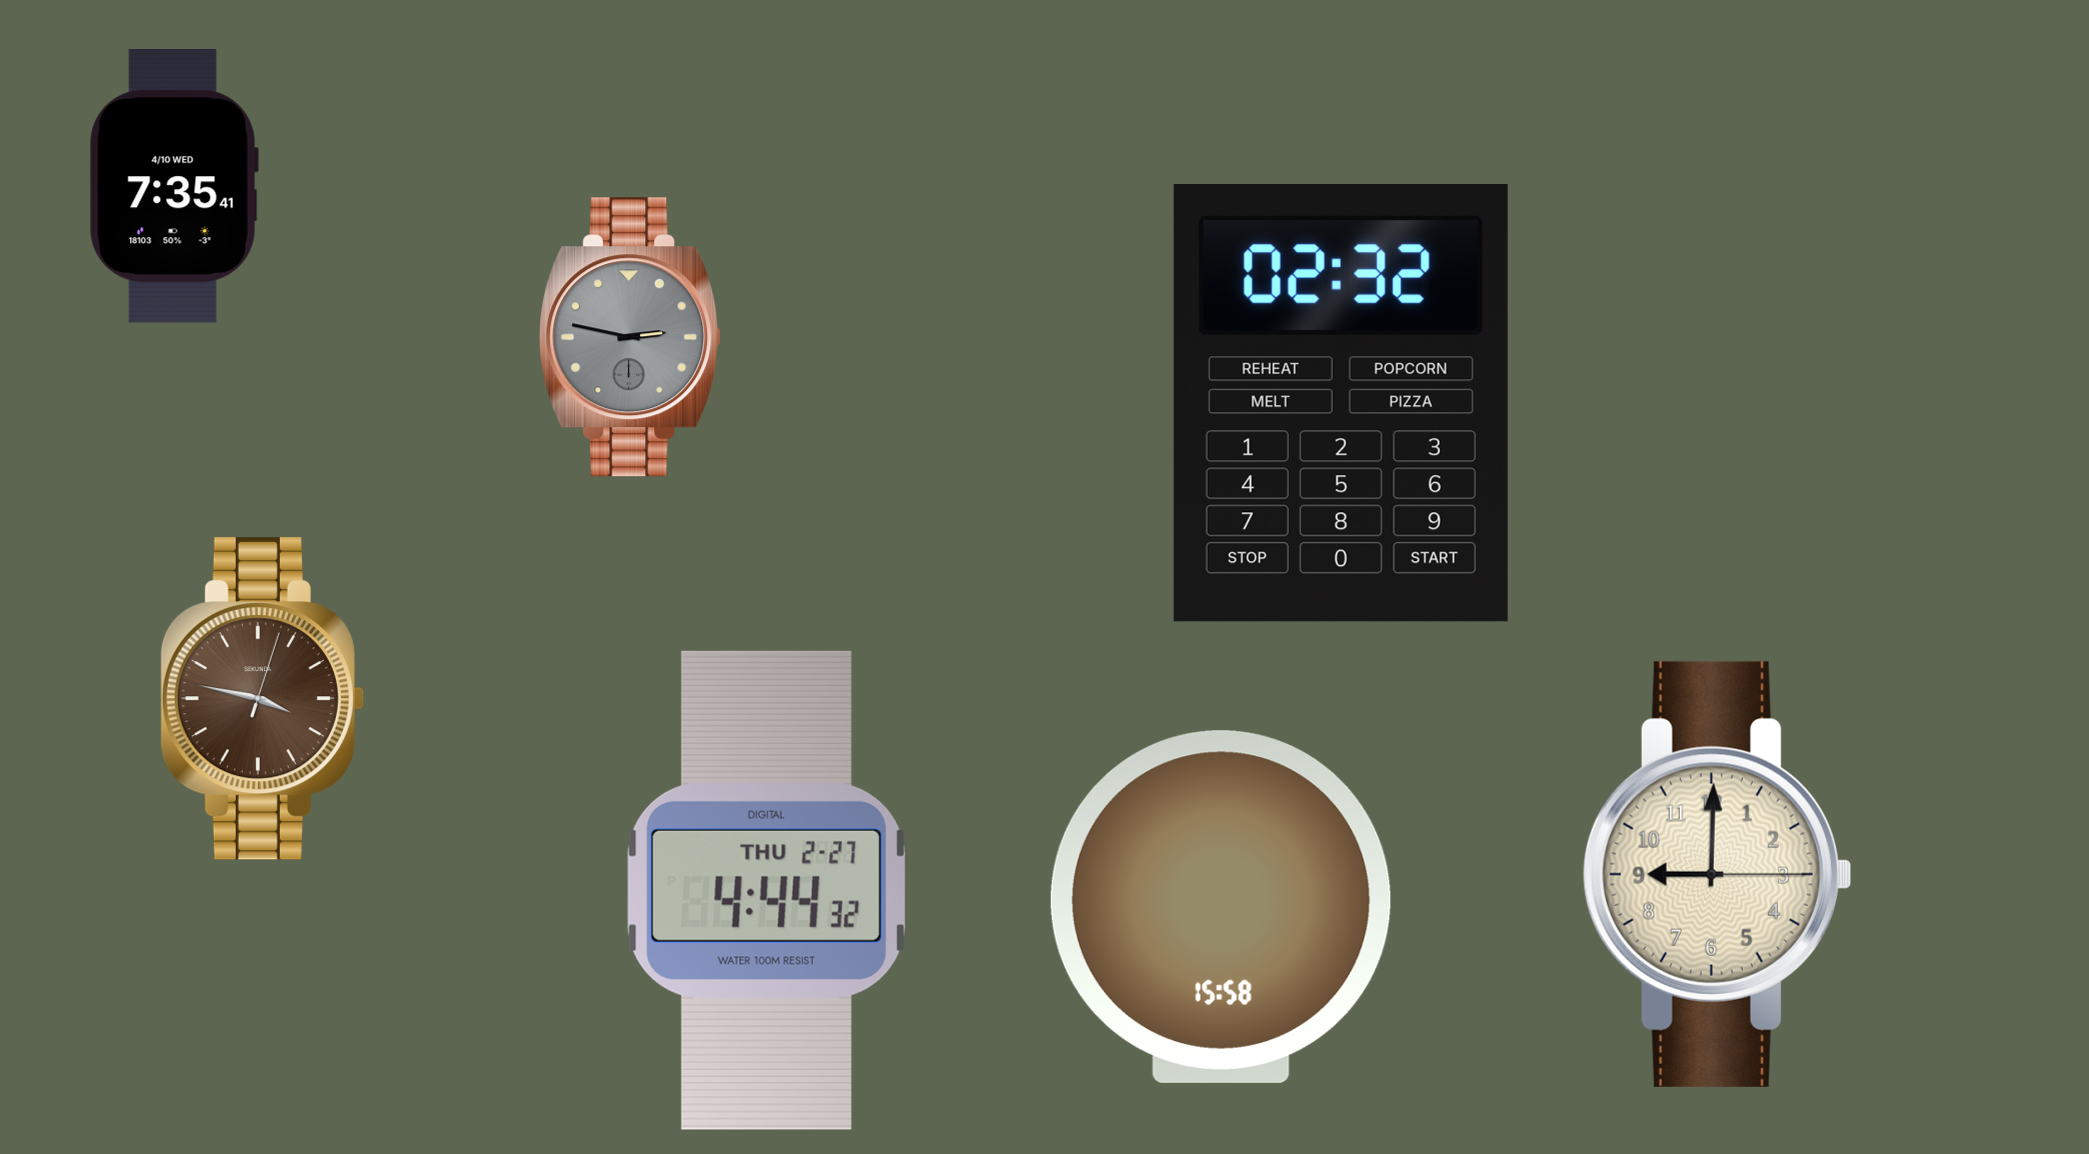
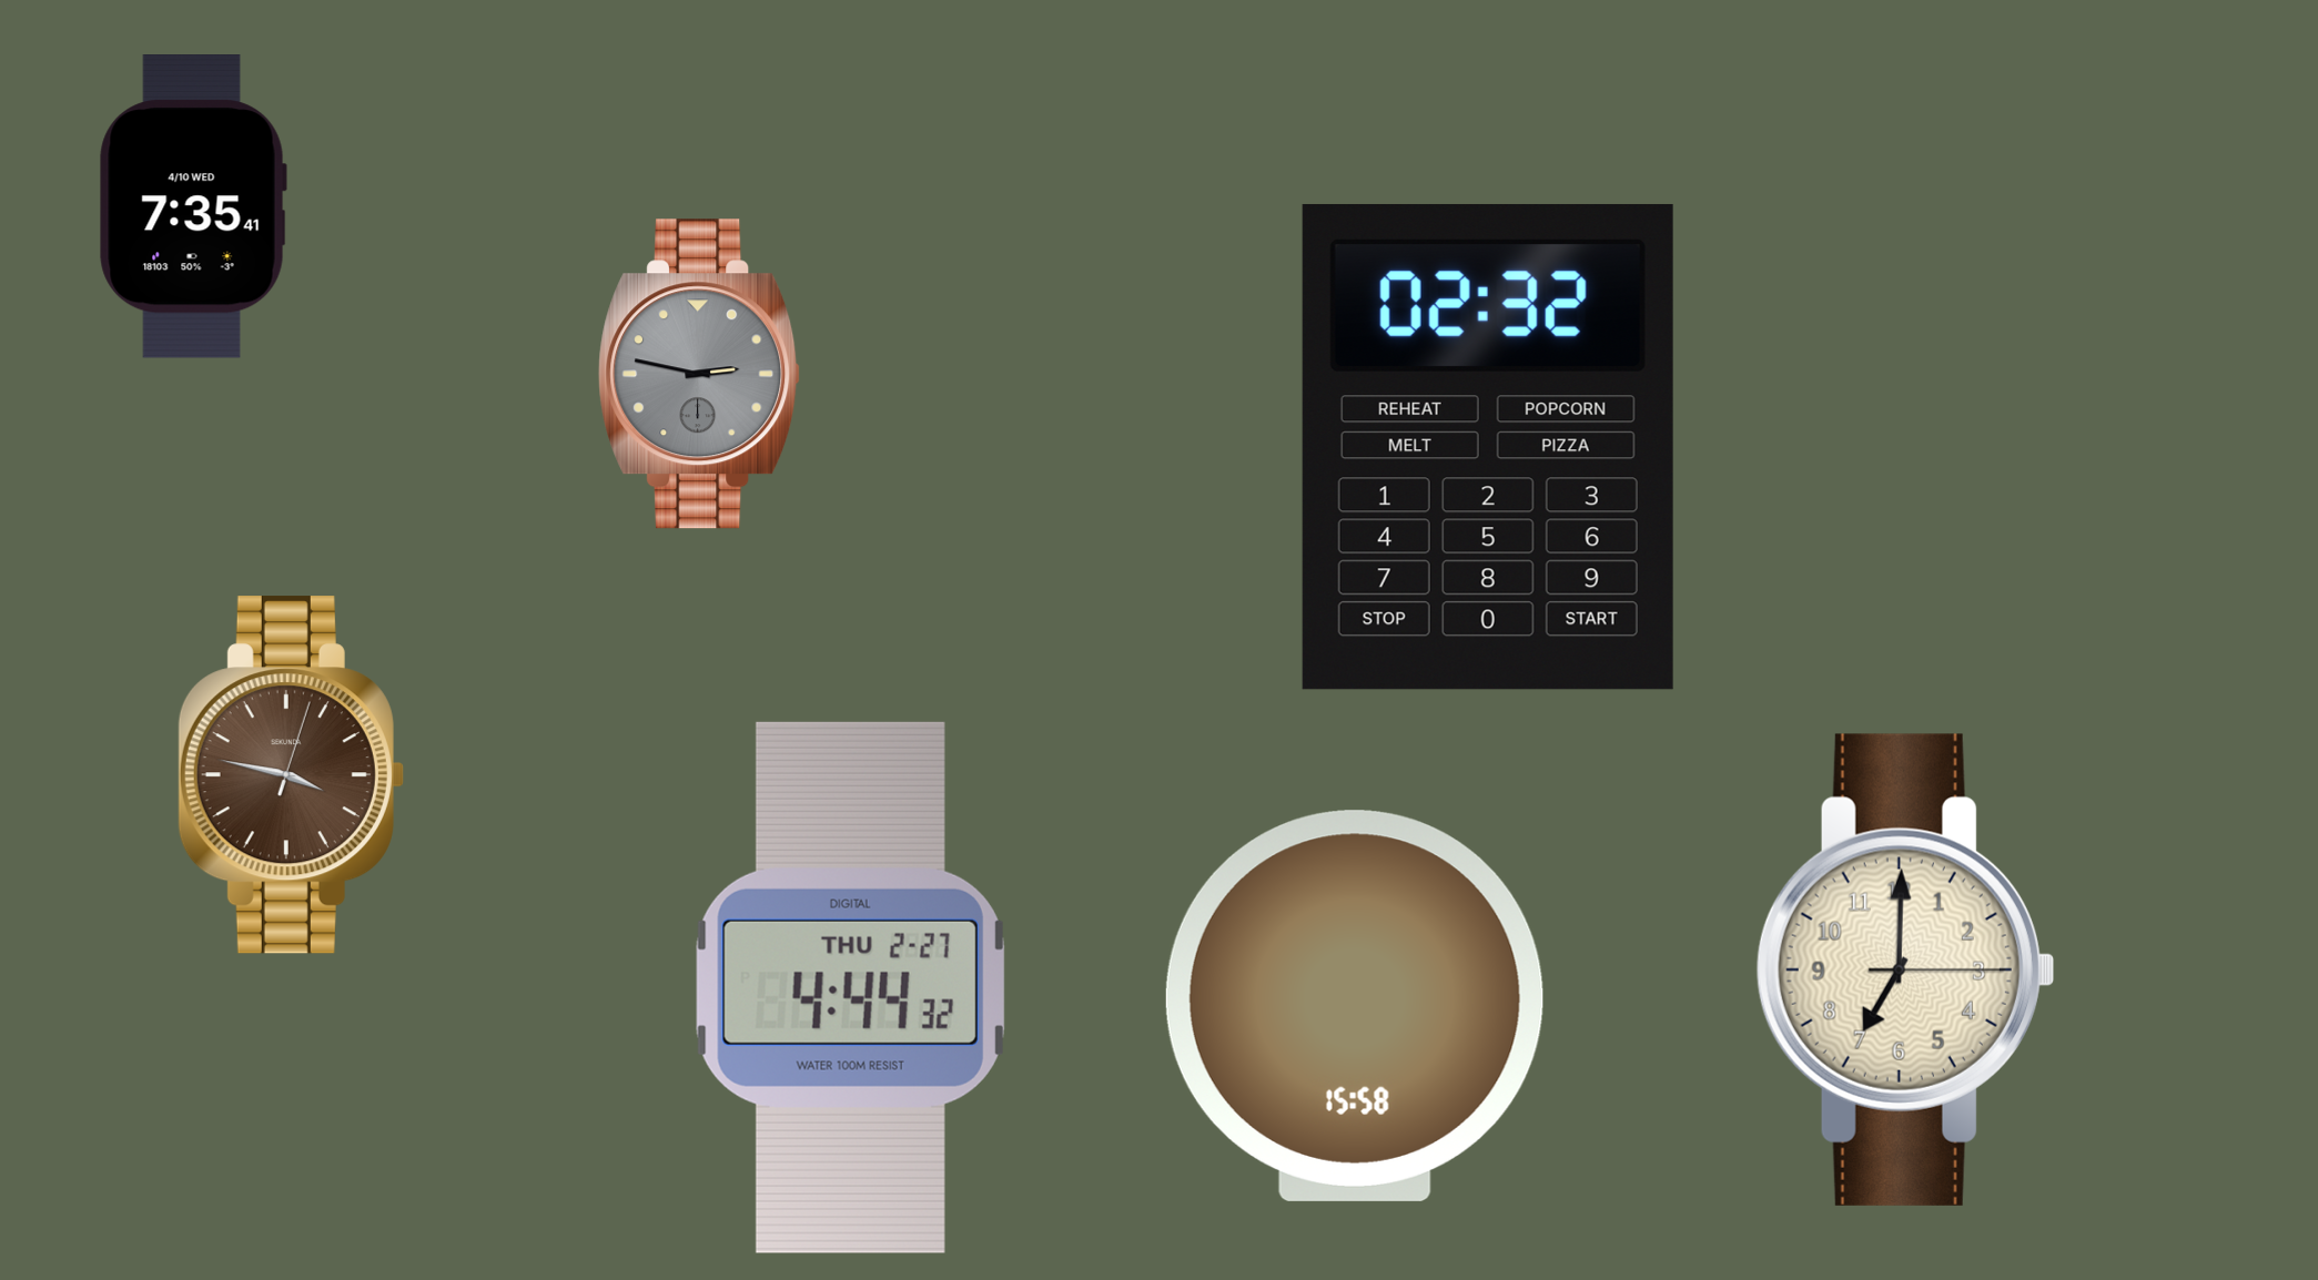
clock at (1717, 874): 9:00 -> 7:00
